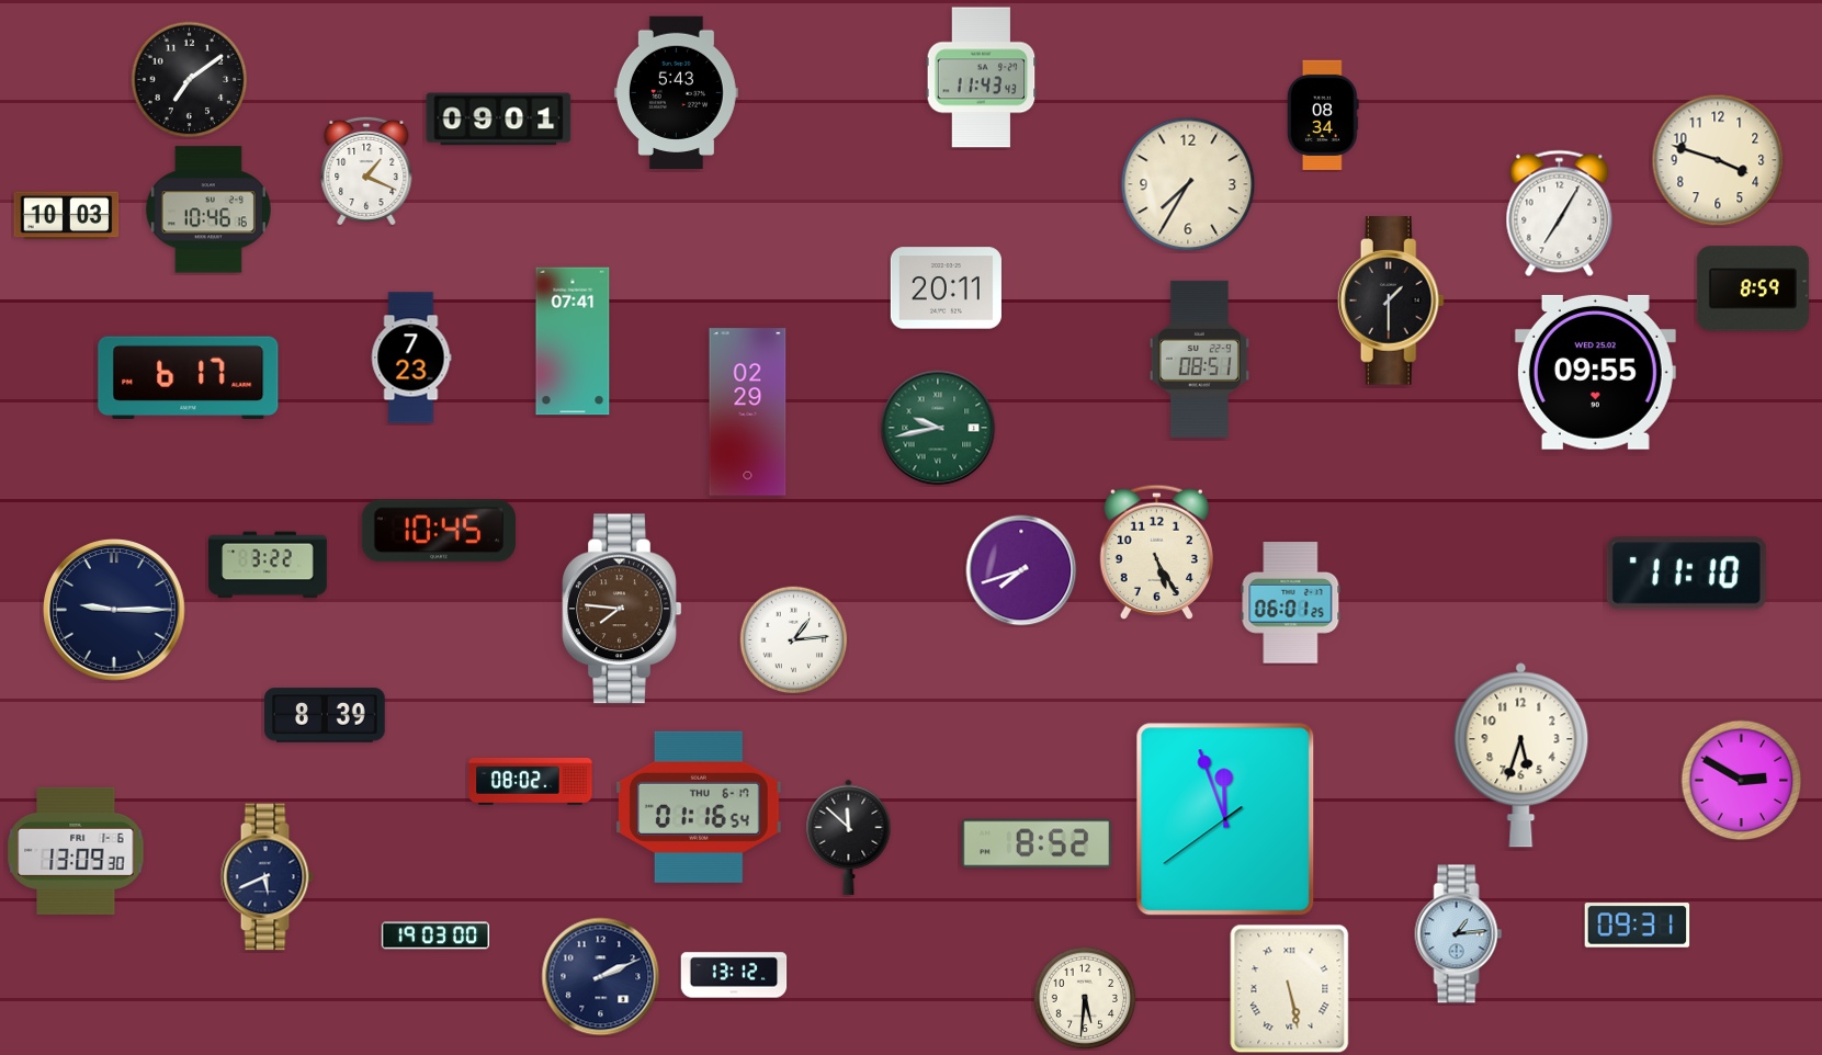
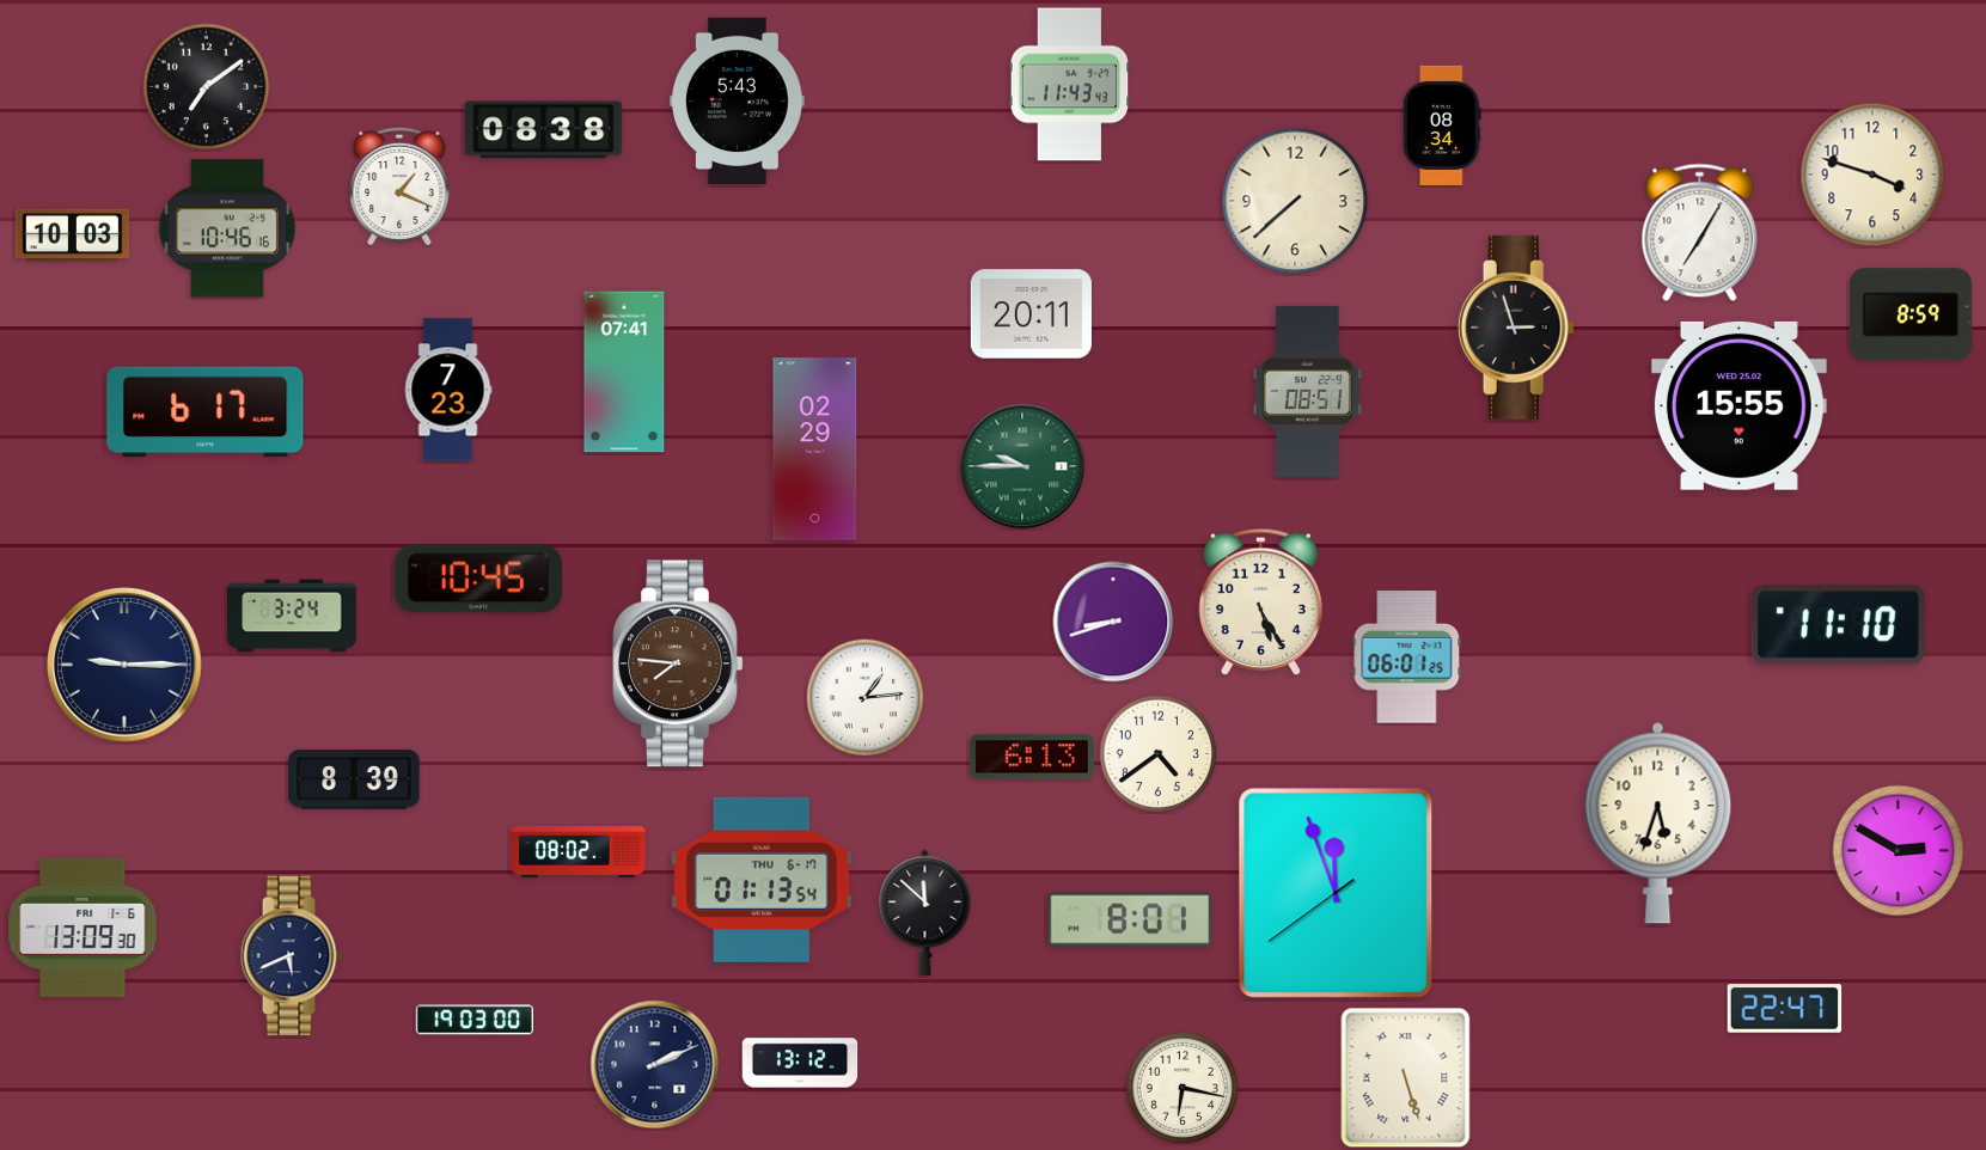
clock at (499, 120): 09:01 -> 08:38
clock at (1188, 184): 7:35 -> 7:38
clock at (1391, 300): 1:30 -> 2:57
clock at (1595, 372): 09:55 -> 15:55
clock at (938, 428): 9:43 -> 9:45
clock at (268, 565): 3:22 -> 3:24
clock at (1021, 570): 7:42 -> 8:42
clock at (1159, 754): none -> 4:39
clock at (1032, 757): none -> 6:13
clock at (700, 807): 01:16 -> 01:13
clock at (1037, 843): 8:52 -> 8:01
clock at (1638, 926): 09:31 -> 22:47
clock at (1459, 934): 1:14 -> none
clock at (1290, 989): 5:28 -> 5:27
clock at (1085, 998): 5:31 -> 6:17
